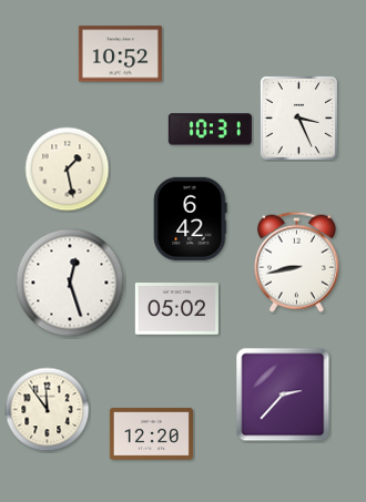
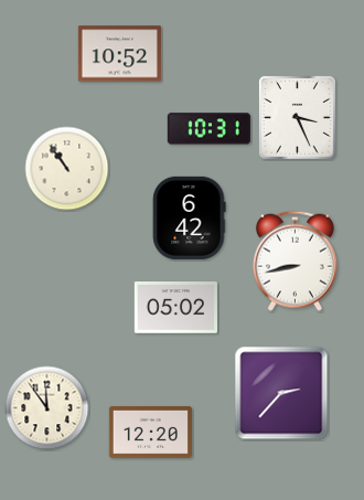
clock at (68, 170): 1:28 -> 10:54
clock at (70, 283): 12:27 -> none
